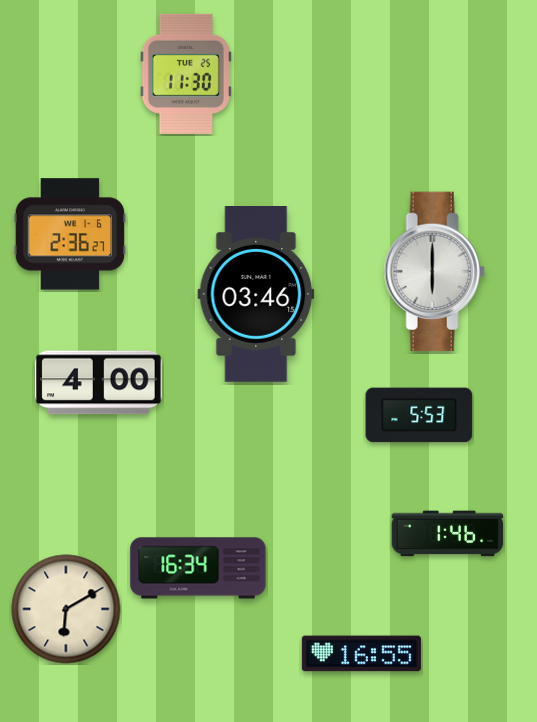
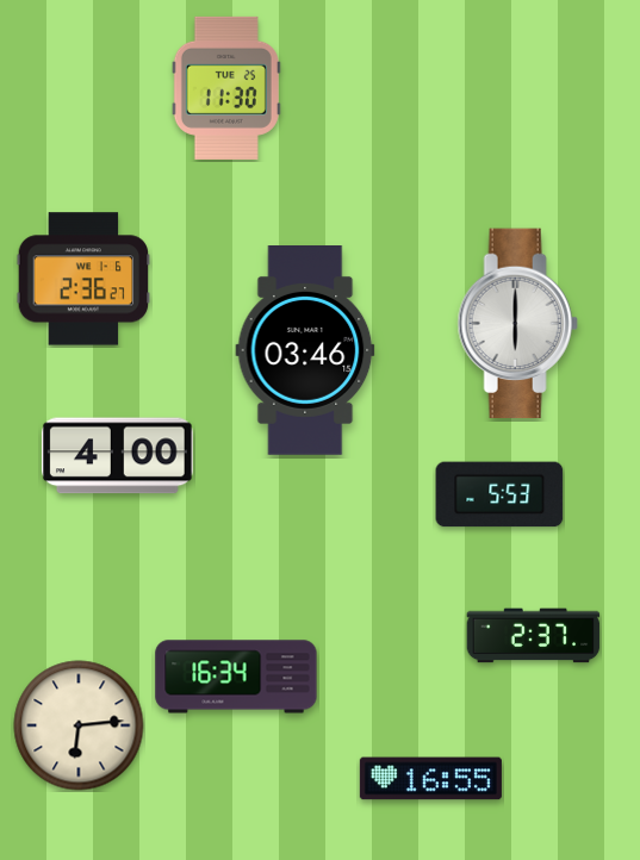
clock at (186, 74) position: (186, 74) -> (226, 88)
clock at (448, 534): 1:46 -> 2:37
clock at (66, 609): 6:10 -> 6:14
